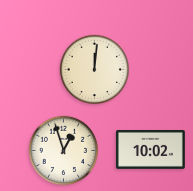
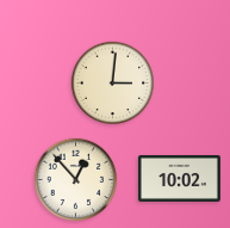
clock at (95, 70): 12:01 -> 3:01
clock at (64, 151): 12:57 -> 12:53
